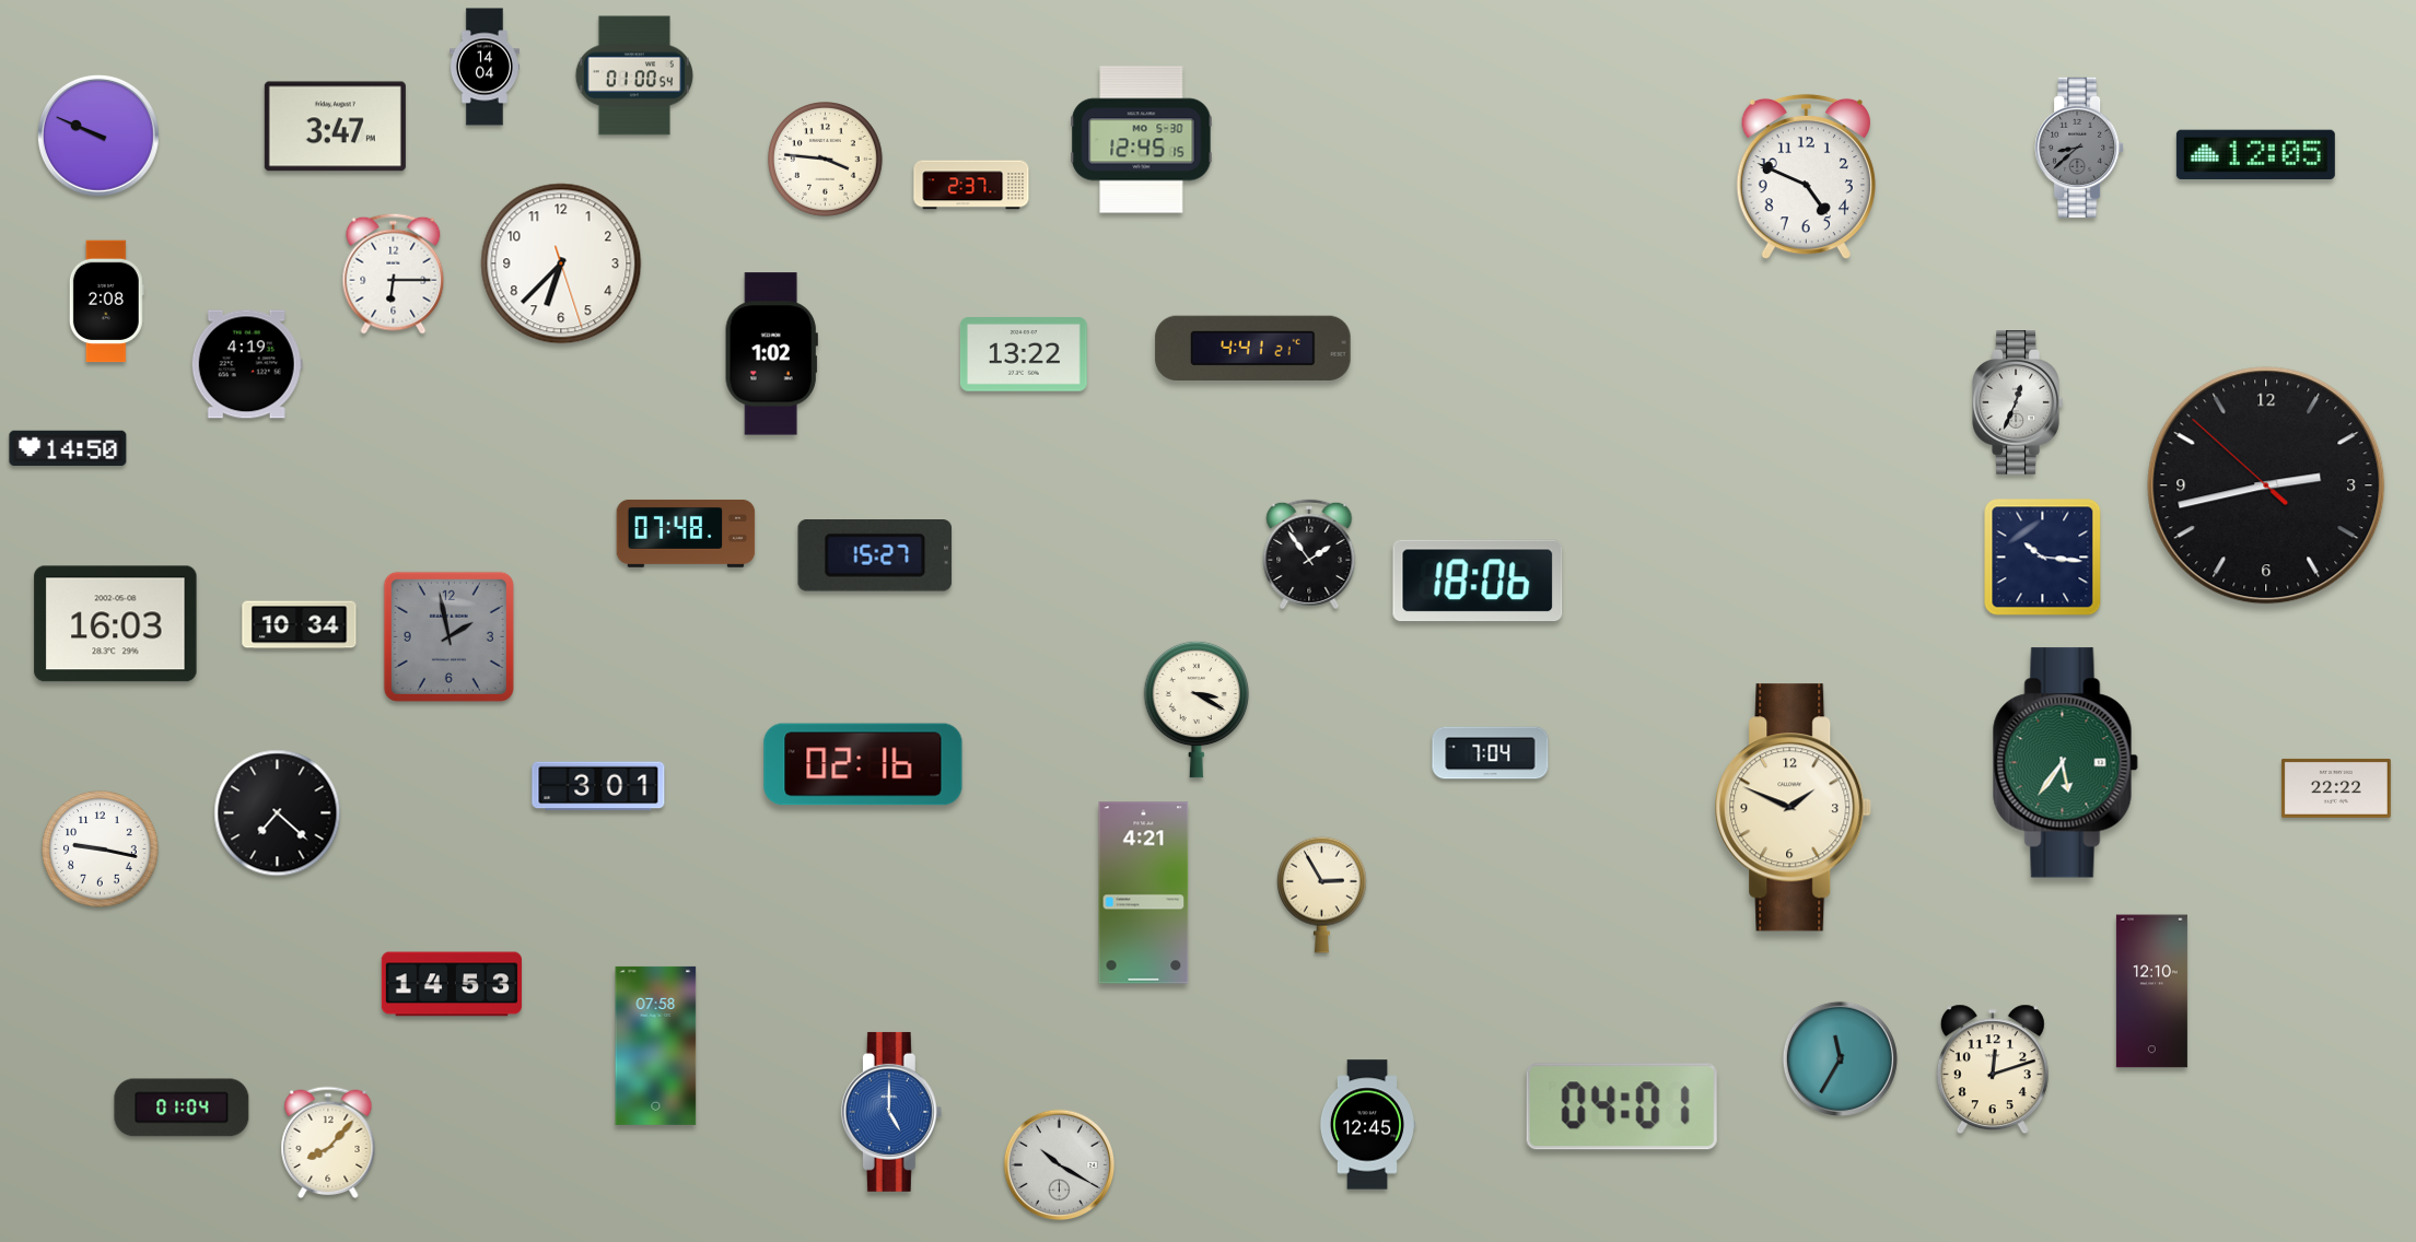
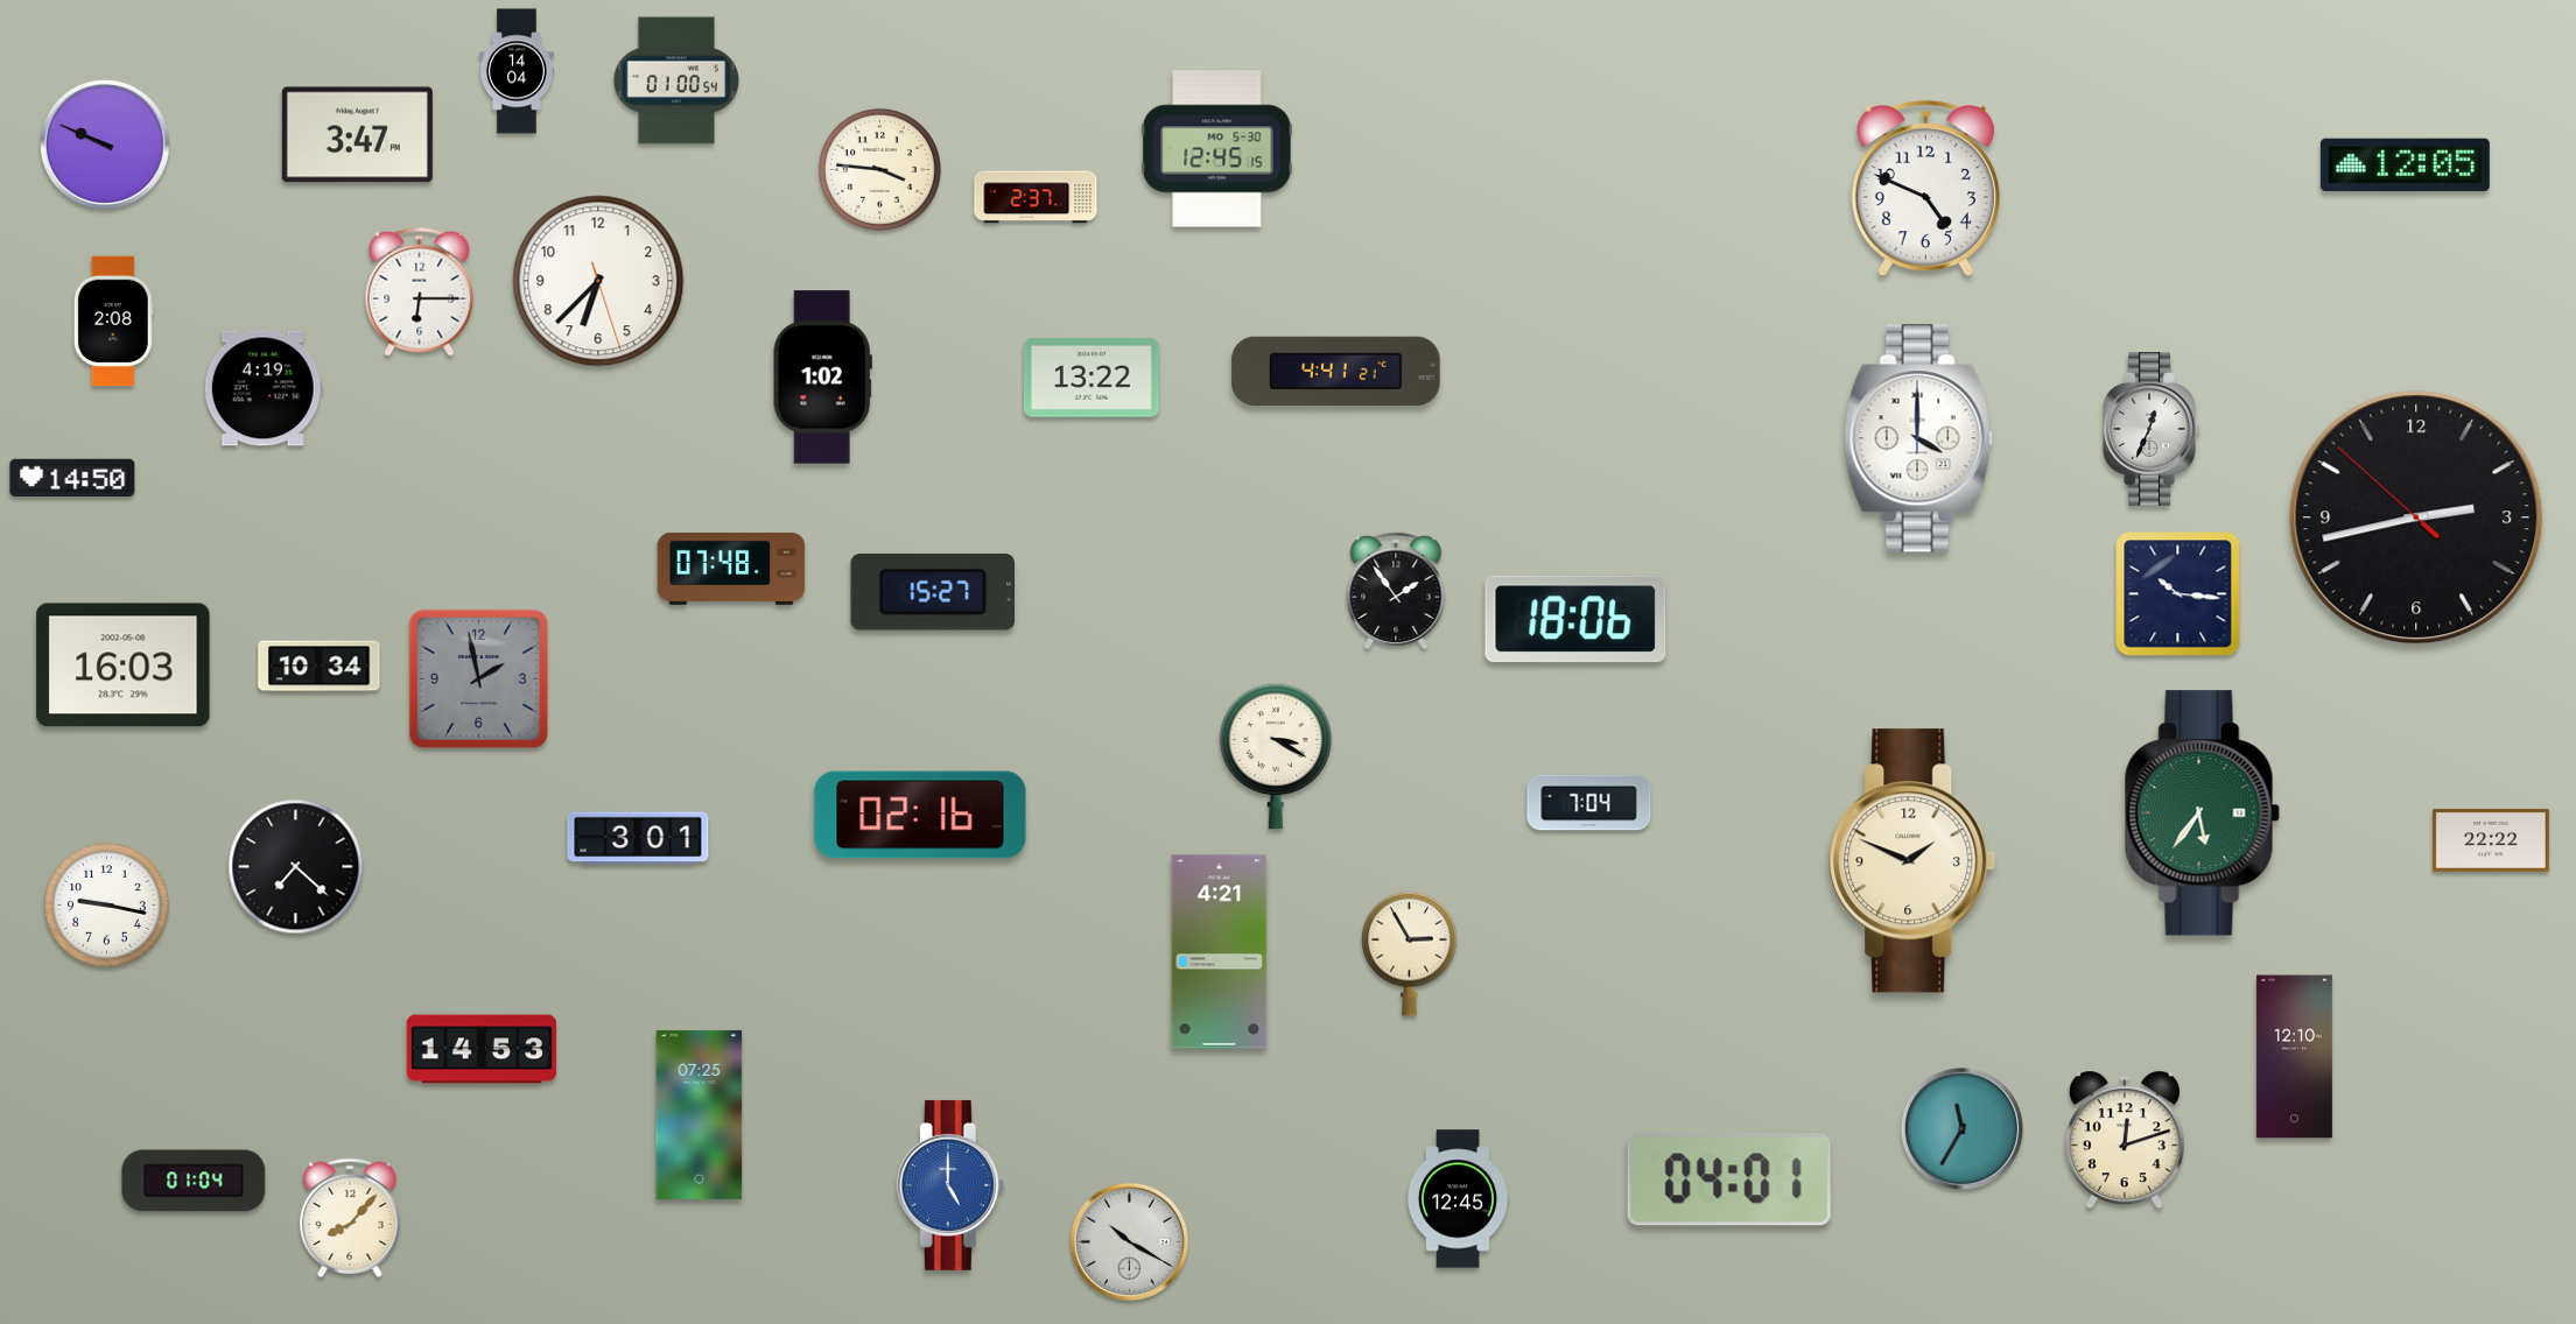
clock at (2079, 148): 8:38 -> none
clock at (1918, 438): none -> 4:00
clock at (656, 1045): 07:58 -> 07:25
